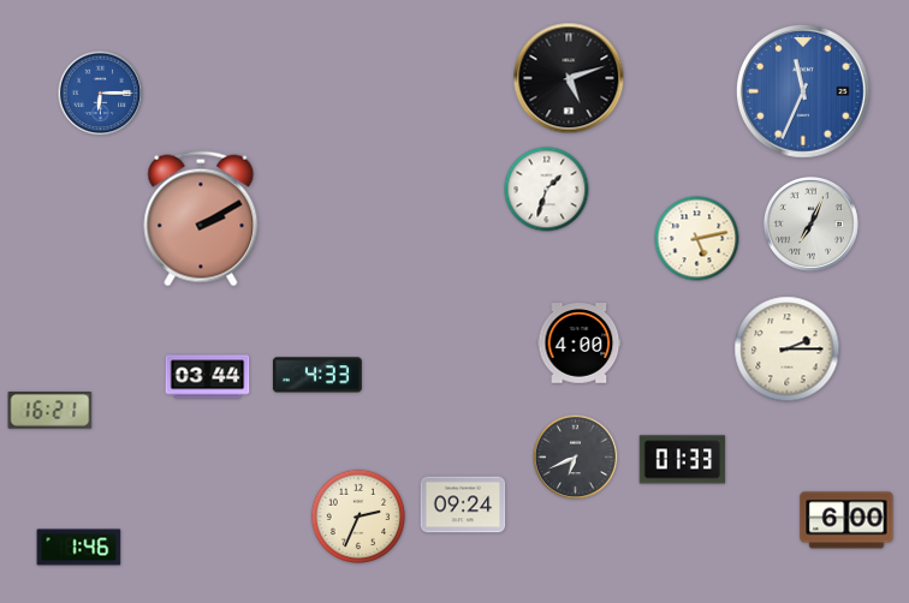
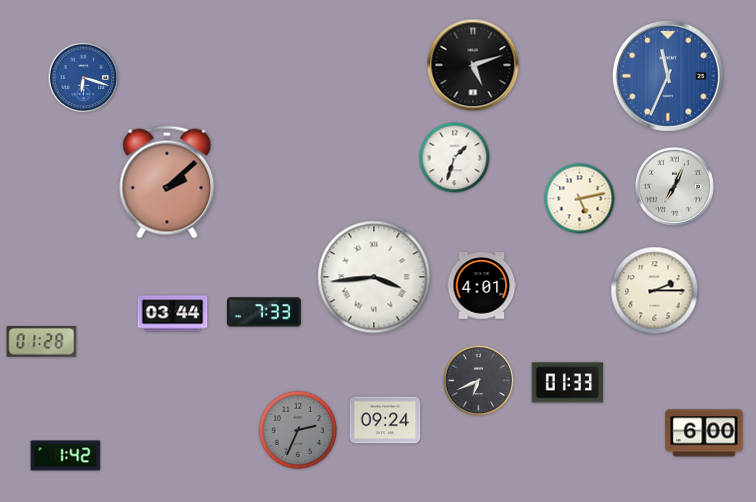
clock at (101, 94): 6:15 -> 6:18
clock at (201, 219): 2:10 -> 2:08
clock at (374, 277): none -> 3:44
clock at (580, 344): 4:00 -> 4:01
clock at (317, 375): 4:33 -> 7:33
clock at (50, 411): 16:21 -> 01:28
clock at (358, 517) dial: cream -> grey
clock at (79, 548): 1:46 -> 1:42
